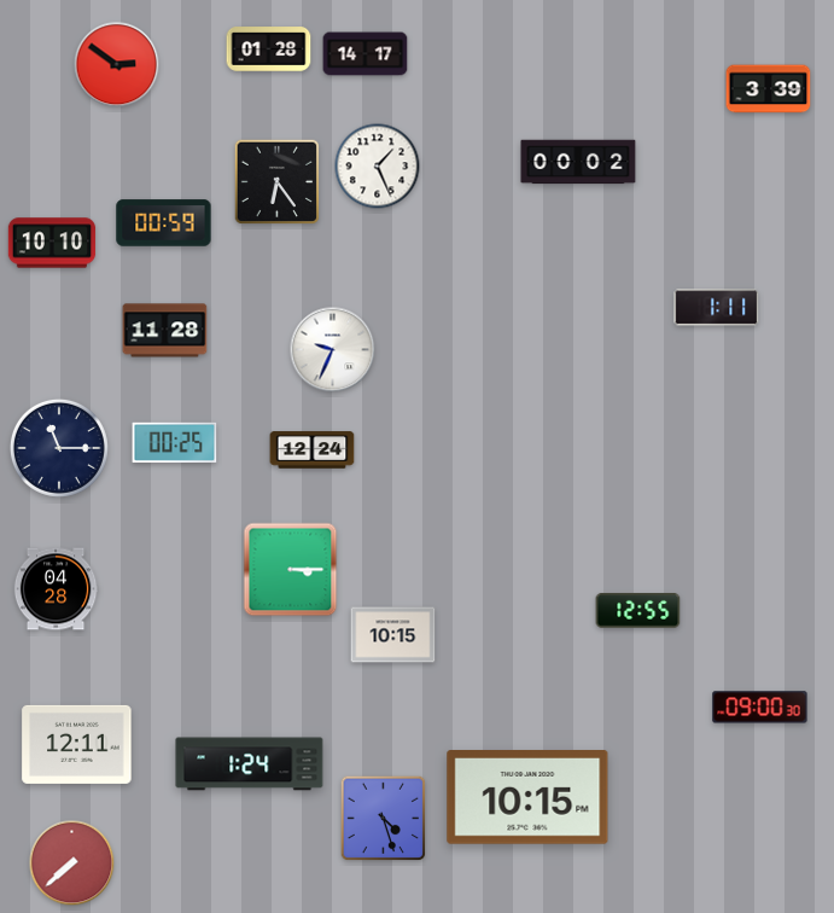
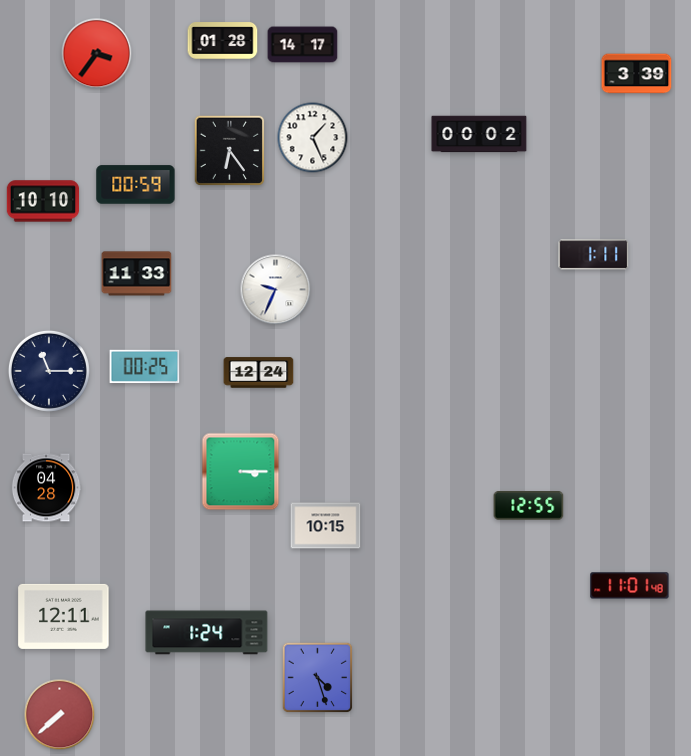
clock at (117, 65): 2:51 -> 3:36
clock at (165, 331): 11:28 -> 11:33
clock at (760, 708): 09:00 -> 11:01
clock at (527, 798): 10:15 -> none
